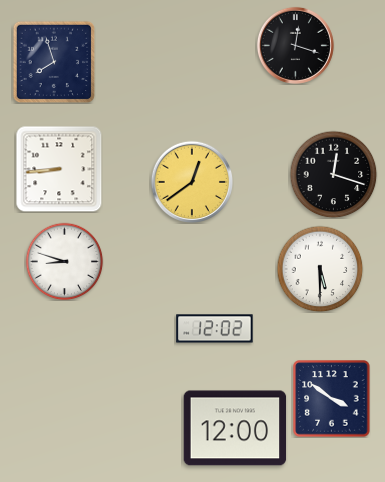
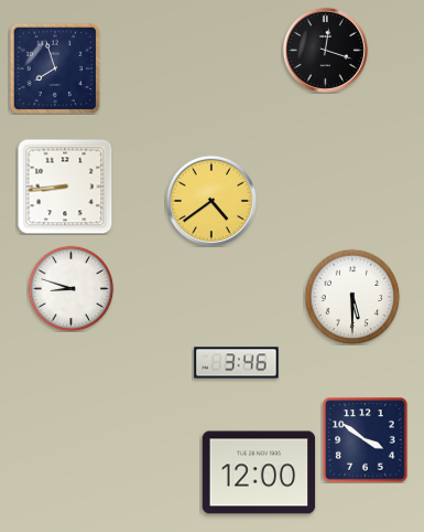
clock at (54, 62) position: (54, 62) -> (55, 68)
clock at (333, 174): 12:18 -> none
clock at (191, 181): 12:39 -> 4:39
clock at (215, 329): 12:02 -> 3:46
